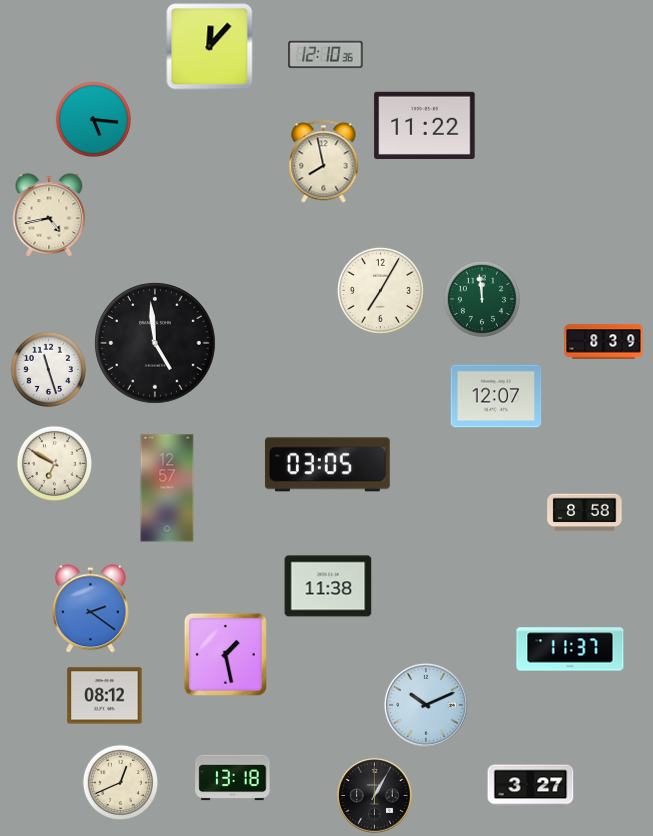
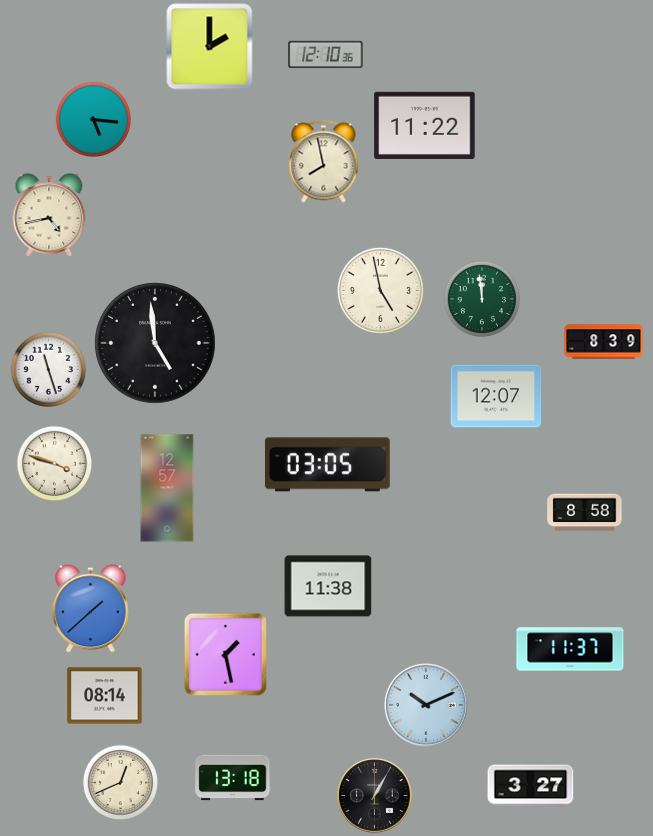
clock at (210, 47): 12:07 -> 2:00
clock at (380, 290): 7:05 -> 4:58
clock at (54, 463): 6:50 -> 3:48
clock at (91, 609): 2:21 -> 1:38
clock at (105, 696): 08:12 -> 08:14
